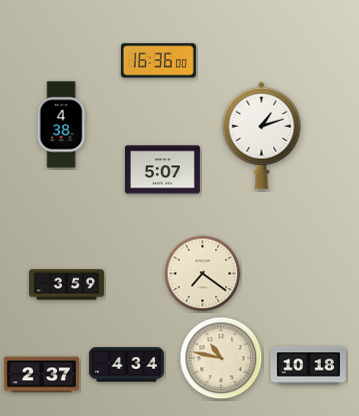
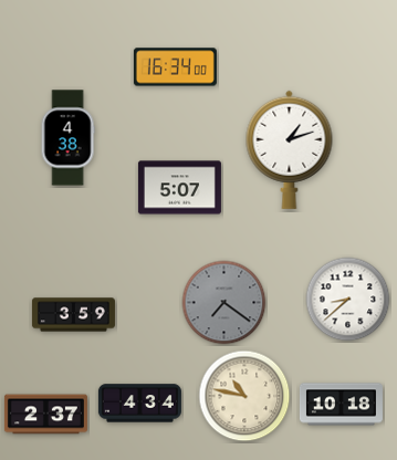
clock at (158, 61): 16:36 -> 16:34
clock at (348, 300): none -> 8:38
clock at (203, 274) dial: cream -> grey
